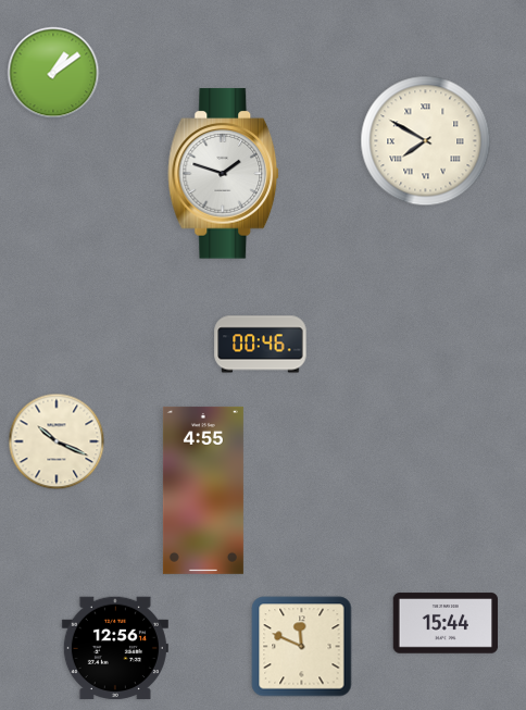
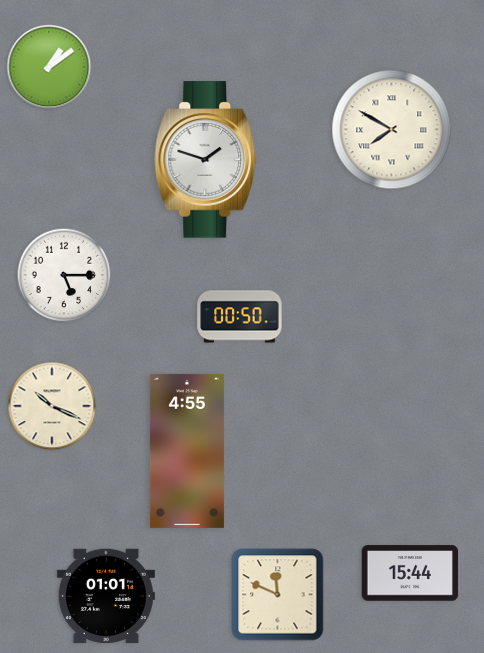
clock at (64, 275): none -> 5:15
clock at (261, 345): 00:46 -> 00:50
clock at (115, 648): 12:56 -> 01:01
